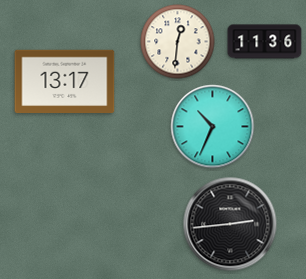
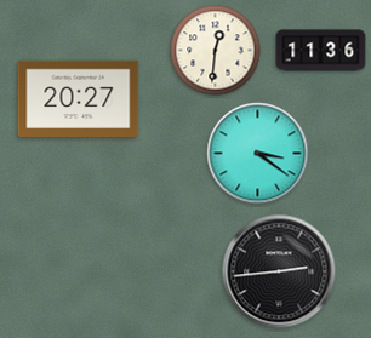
clock at (65, 82): 13:17 -> 20:27
clock at (213, 127): 10:34 -> 3:21
